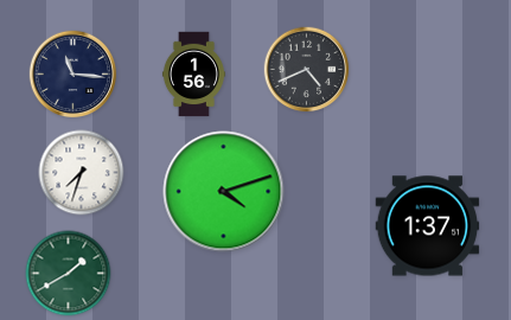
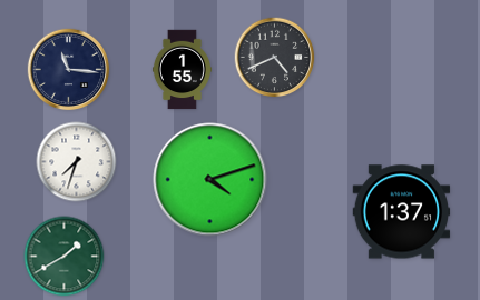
clock at (307, 70) position: (307, 70) -> (275, 58)
clock at (193, 75): 1:56 -> 1:55
